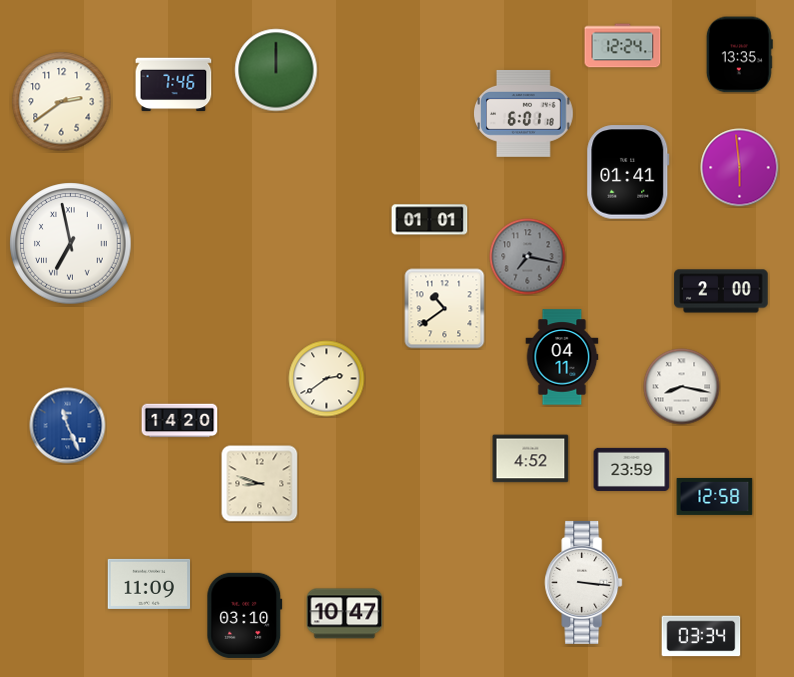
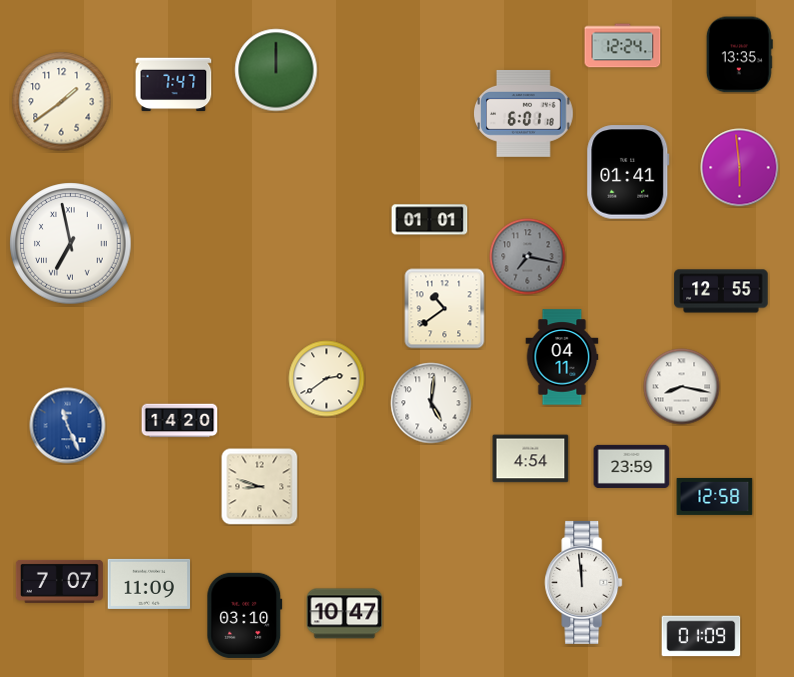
clock at (174, 85): 7:46 -> 7:47
clock at (62, 102): 2:39 -> 1:39
clock at (721, 291): 2:00 -> 12:55
clock at (431, 403): none -> 5:01
clock at (531, 459): 4:52 -> 4:54
clock at (632, 469) position: (632, 469) -> (632, 466)
clock at (260, 484) position: (260, 484) -> (260, 487)
clock at (59, 581): none -> 7:07
clock at (584, 582): 3:16 -> 11:59
clock at (701, 636): 03:34 -> 01:09
